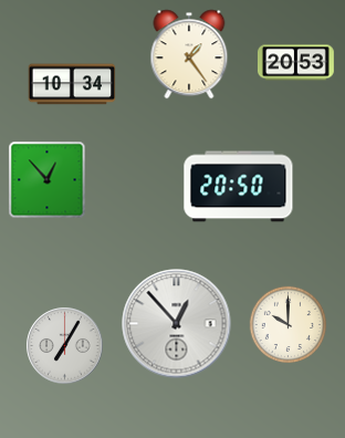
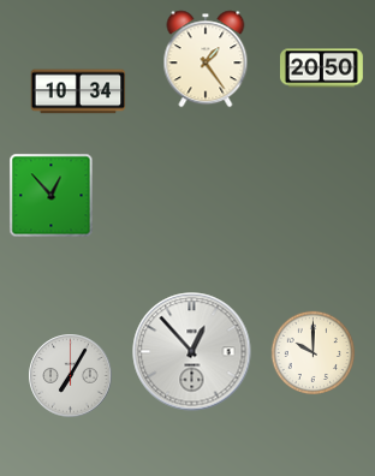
clock at (295, 63): 20:53 -> 20:50
clock at (239, 187): 20:50 -> none
